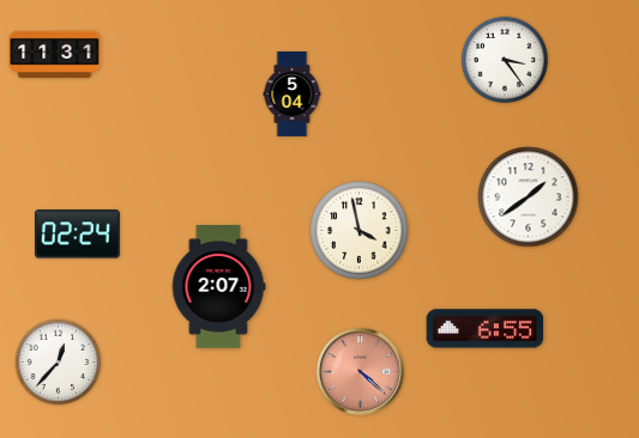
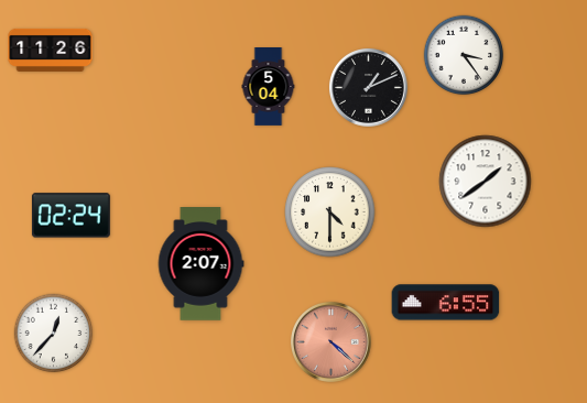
clock at (55, 54): 11:31 -> 11:26
clock at (368, 87): none -> 1:11
clock at (360, 231): 3:58 -> 4:30
